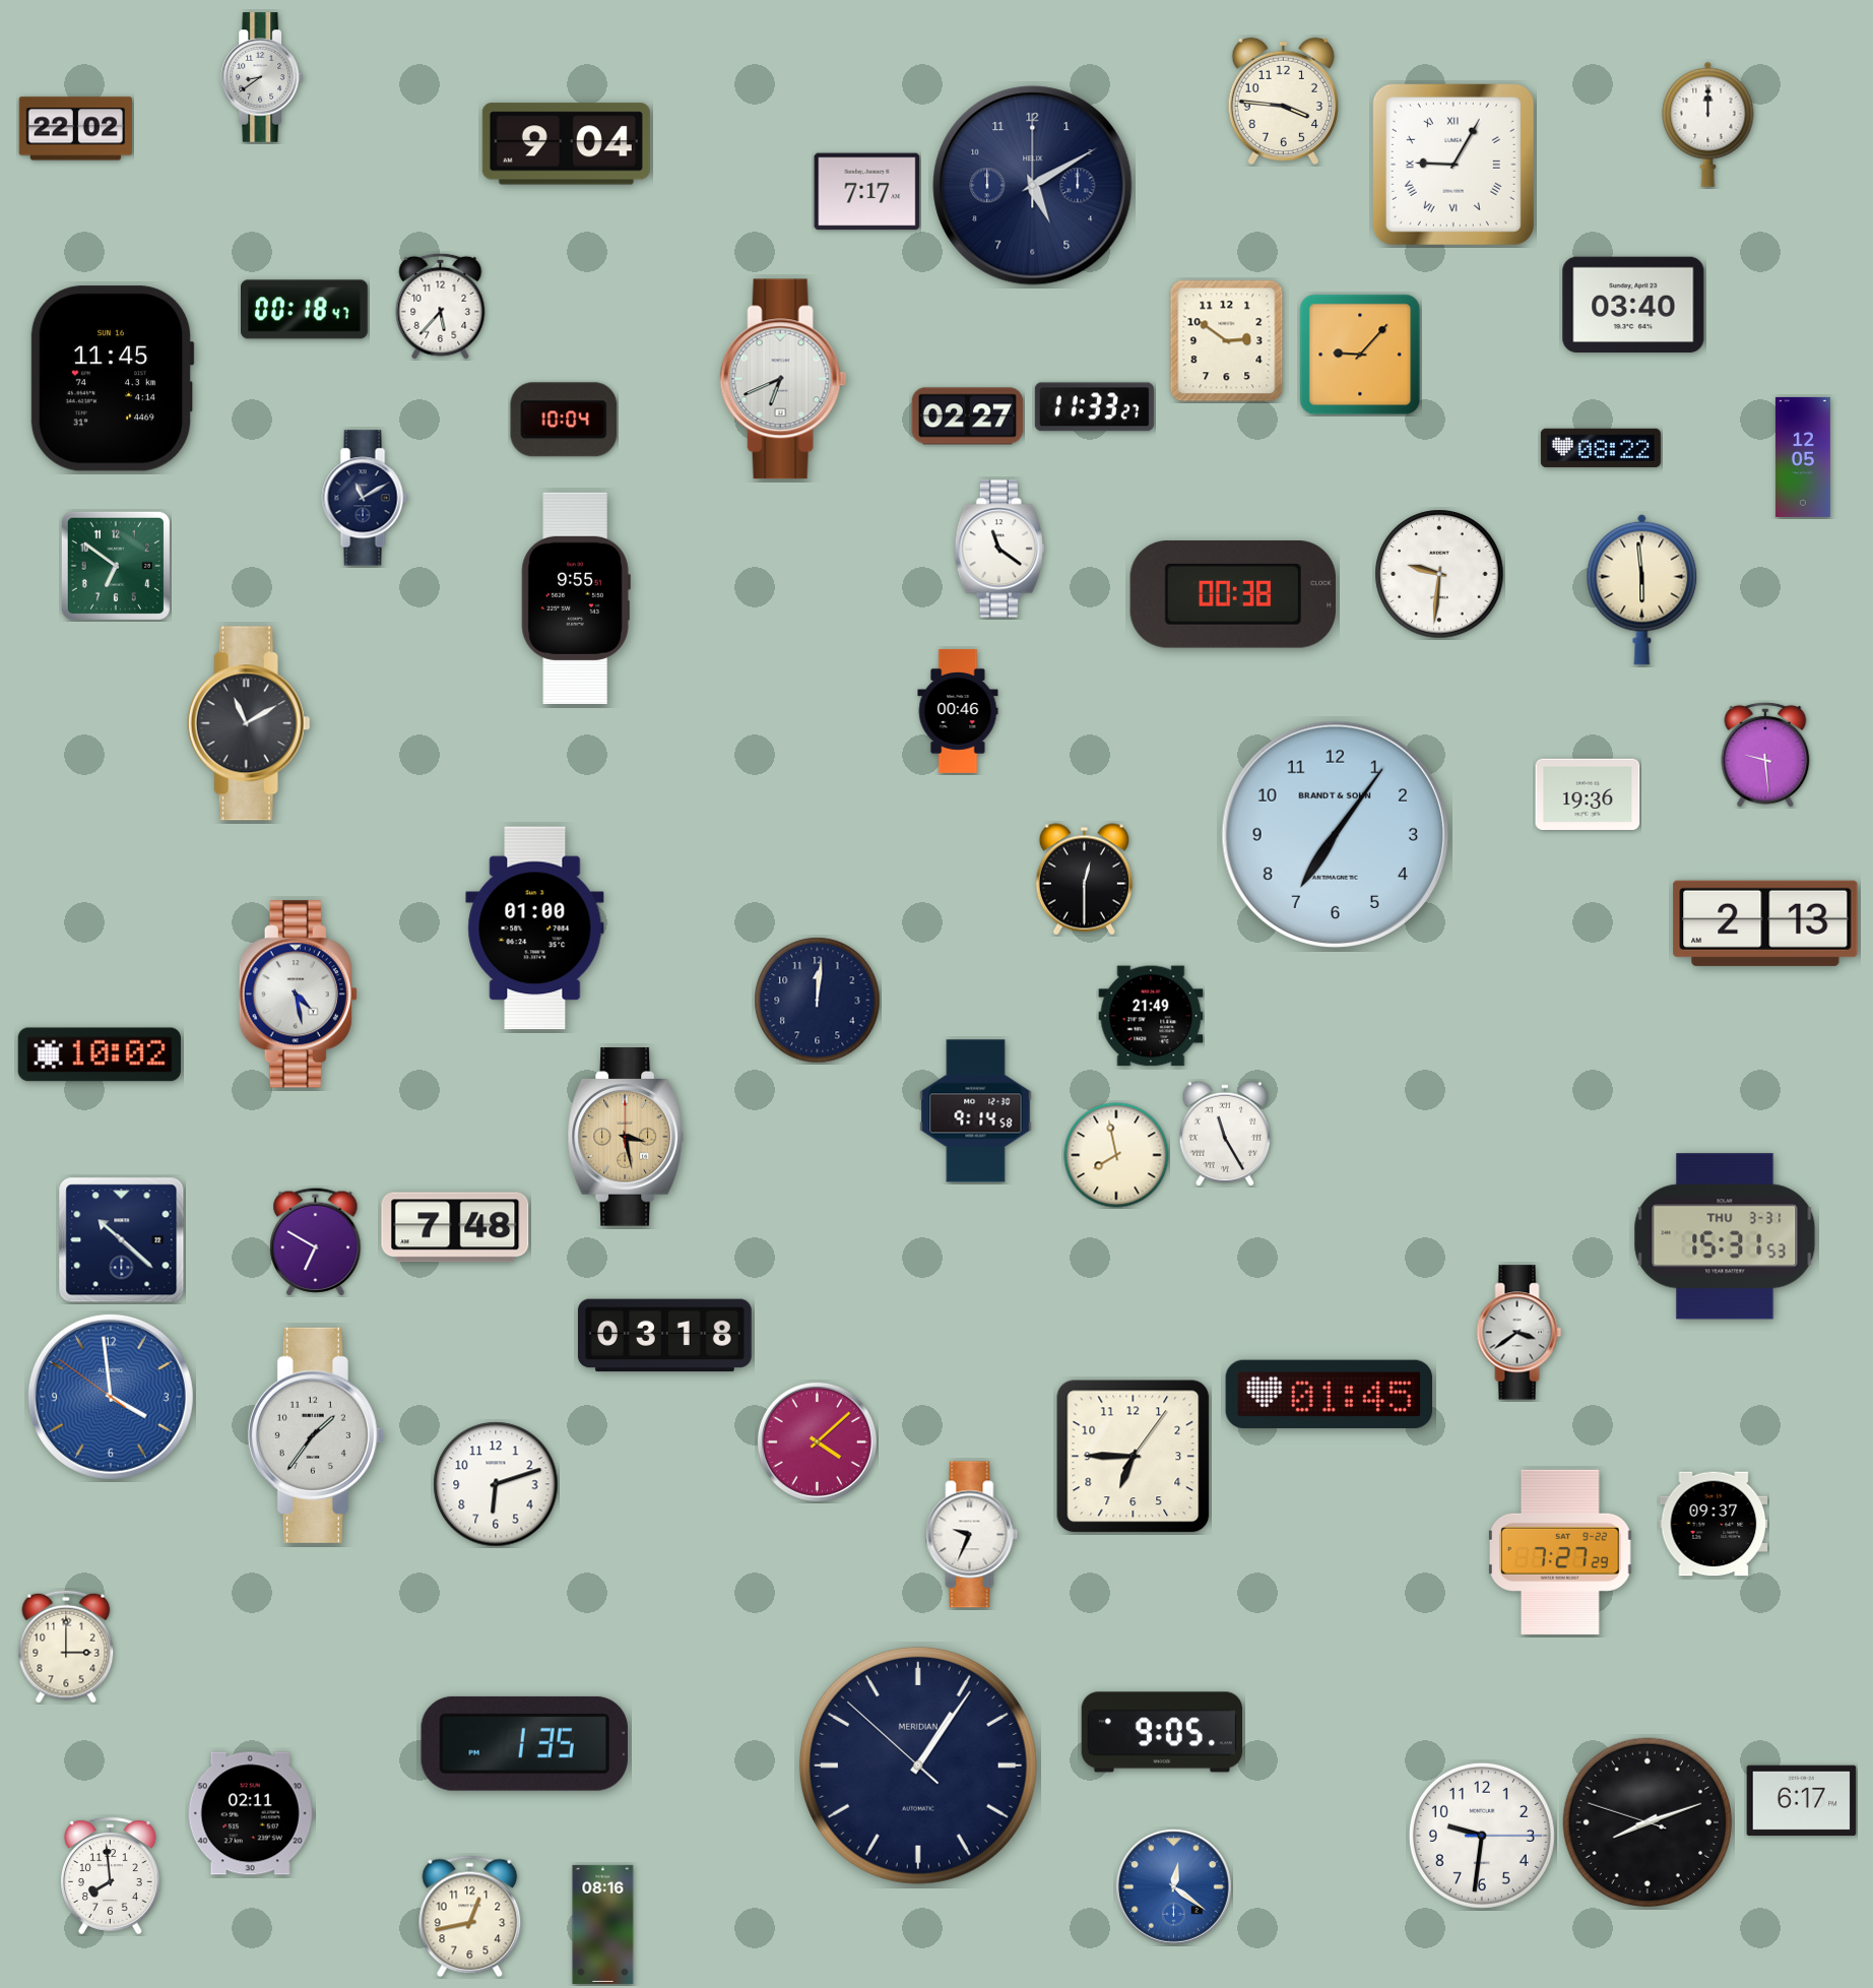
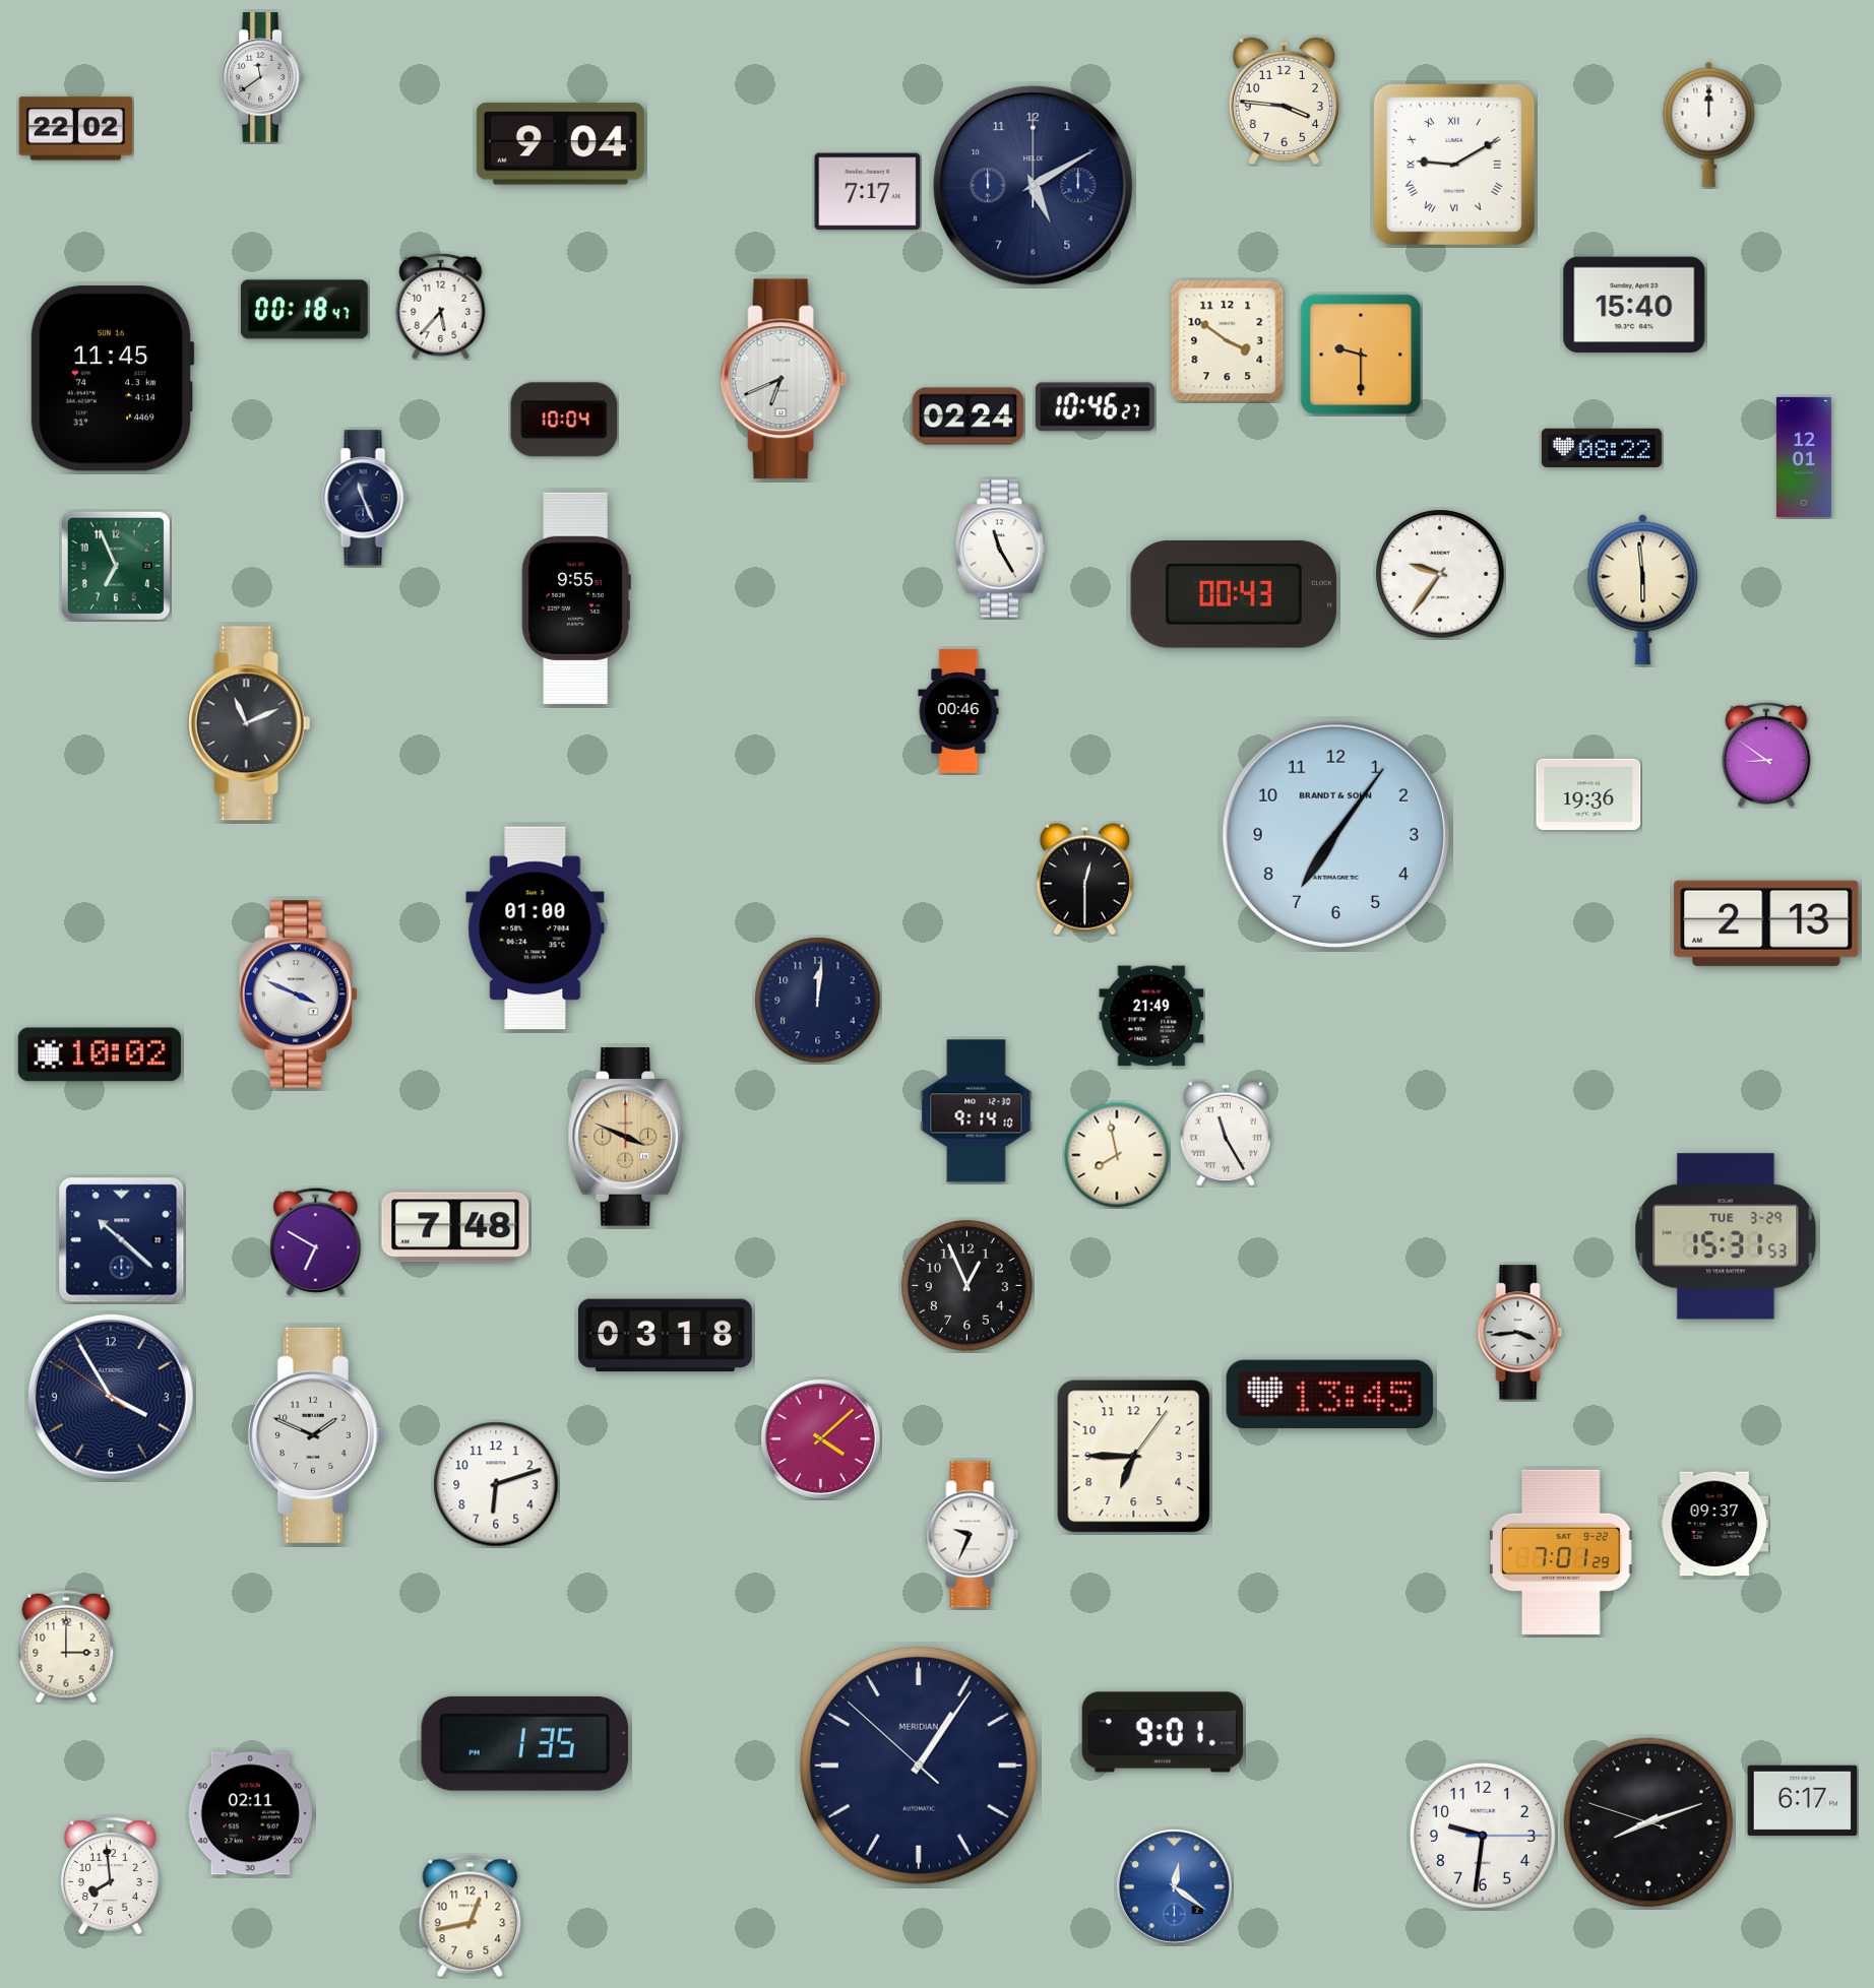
clock at (261, 77): 8:39 -> 11:39
clock at (566, 144) position: (566, 144) -> (560, 144)
clock at (1454, 165): 9:05 -> 9:10
clock at (1633, 304): 03:40 -> 15:40
clock at (1227, 341): 2:51 -> 3:51
clock at (1360, 355): 9:07 -> 9:30
clock at (1094, 407): 11:33 -> 10:46
clock at (968, 416): 02:27 -> 02:24
clock at (1803, 457): 12:05 -> 12:01
clock at (365, 498): 11:10 -> 11:26
clock at (999, 549): 11:21 -> 11:25
clock at (116, 566): 6:51 -> 6:56
clock at (1439, 574): 9:31 -> 9:36
clock at (1232, 595): 00:38 -> 00:43
clock at (249, 723): 11:10 -> 11:11
clock at (1765, 755): 9:29 -> 8:51
clock at (298, 995): 4:28 -> 3:49
clock at (976, 1111): 9:14:58 -> 9:14:10
clock at (625, 1137): 3:28 -> 3:49
clock at (1725, 1236) date: THU 3-31 -> TUE 3-29
clock at (967, 1286): none -> 12:56
clock at (1520, 1333): 3:39 -> 3:44
clock at (1330, 1394): 01:45 -> 13:45
clock at (111, 1397): 3:58 -> 3:54
clock at (111, 1397) dial: blue -> navy
clock at (316, 1435): 1:36 -> 1:49
clock at (817, 1441) position: (817, 1441) -> (820, 1438)
clock at (1561, 1552): 7:27 -> 7:01
clock at (1162, 1732): 9:05 -> 9:01
clock at (603, 1924): 08:16 -> none
